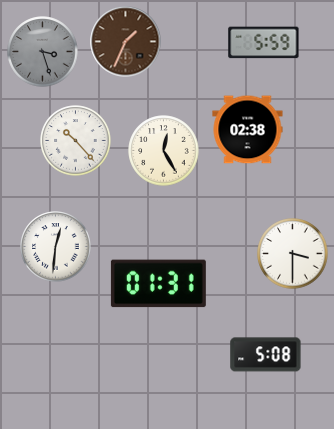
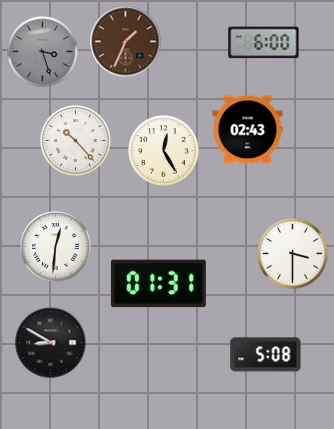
clock at (264, 43): 5:59 -> 6:00
clock at (248, 130): 02:38 -> 02:43
clock at (51, 343): none -> 8:50
